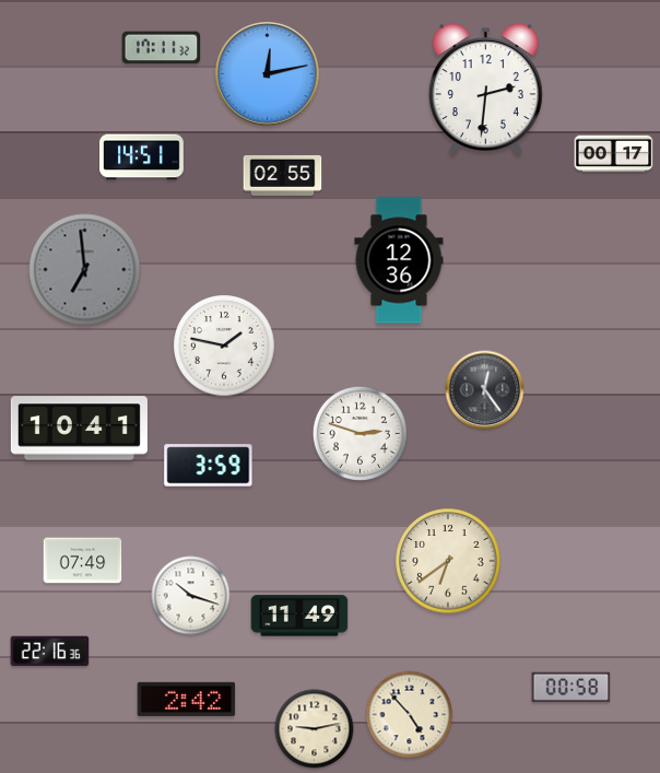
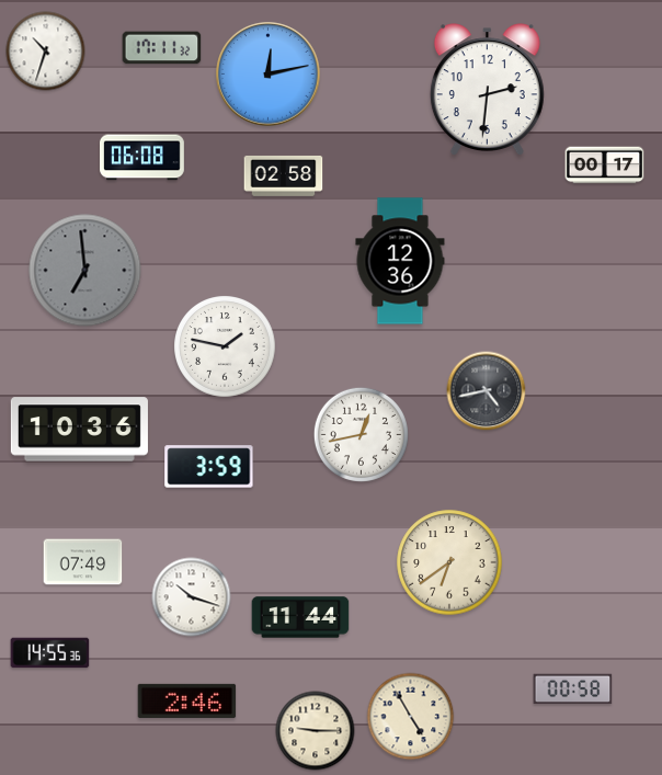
clock at (46, 52): none -> 10:33
clock at (614, 154) position: (614, 154) -> (605, 166)
clock at (142, 157): 14:51 -> 06:08
clock at (283, 175): 02:55 -> 02:58
clock at (485, 390): 12:24 -> 4:43
clock at (79, 429): 10:41 -> 10:36
clock at (360, 433): 2:48 -> 12:43
clock at (299, 616): 11:49 -> 11:44
clock at (50, 652): 22:16 -> 14:55
clock at (187, 699): 2:42 -> 2:46
clock at (410, 715): 4:53 -> 4:55
clock at (315, 729): 9:13 -> 9:15
